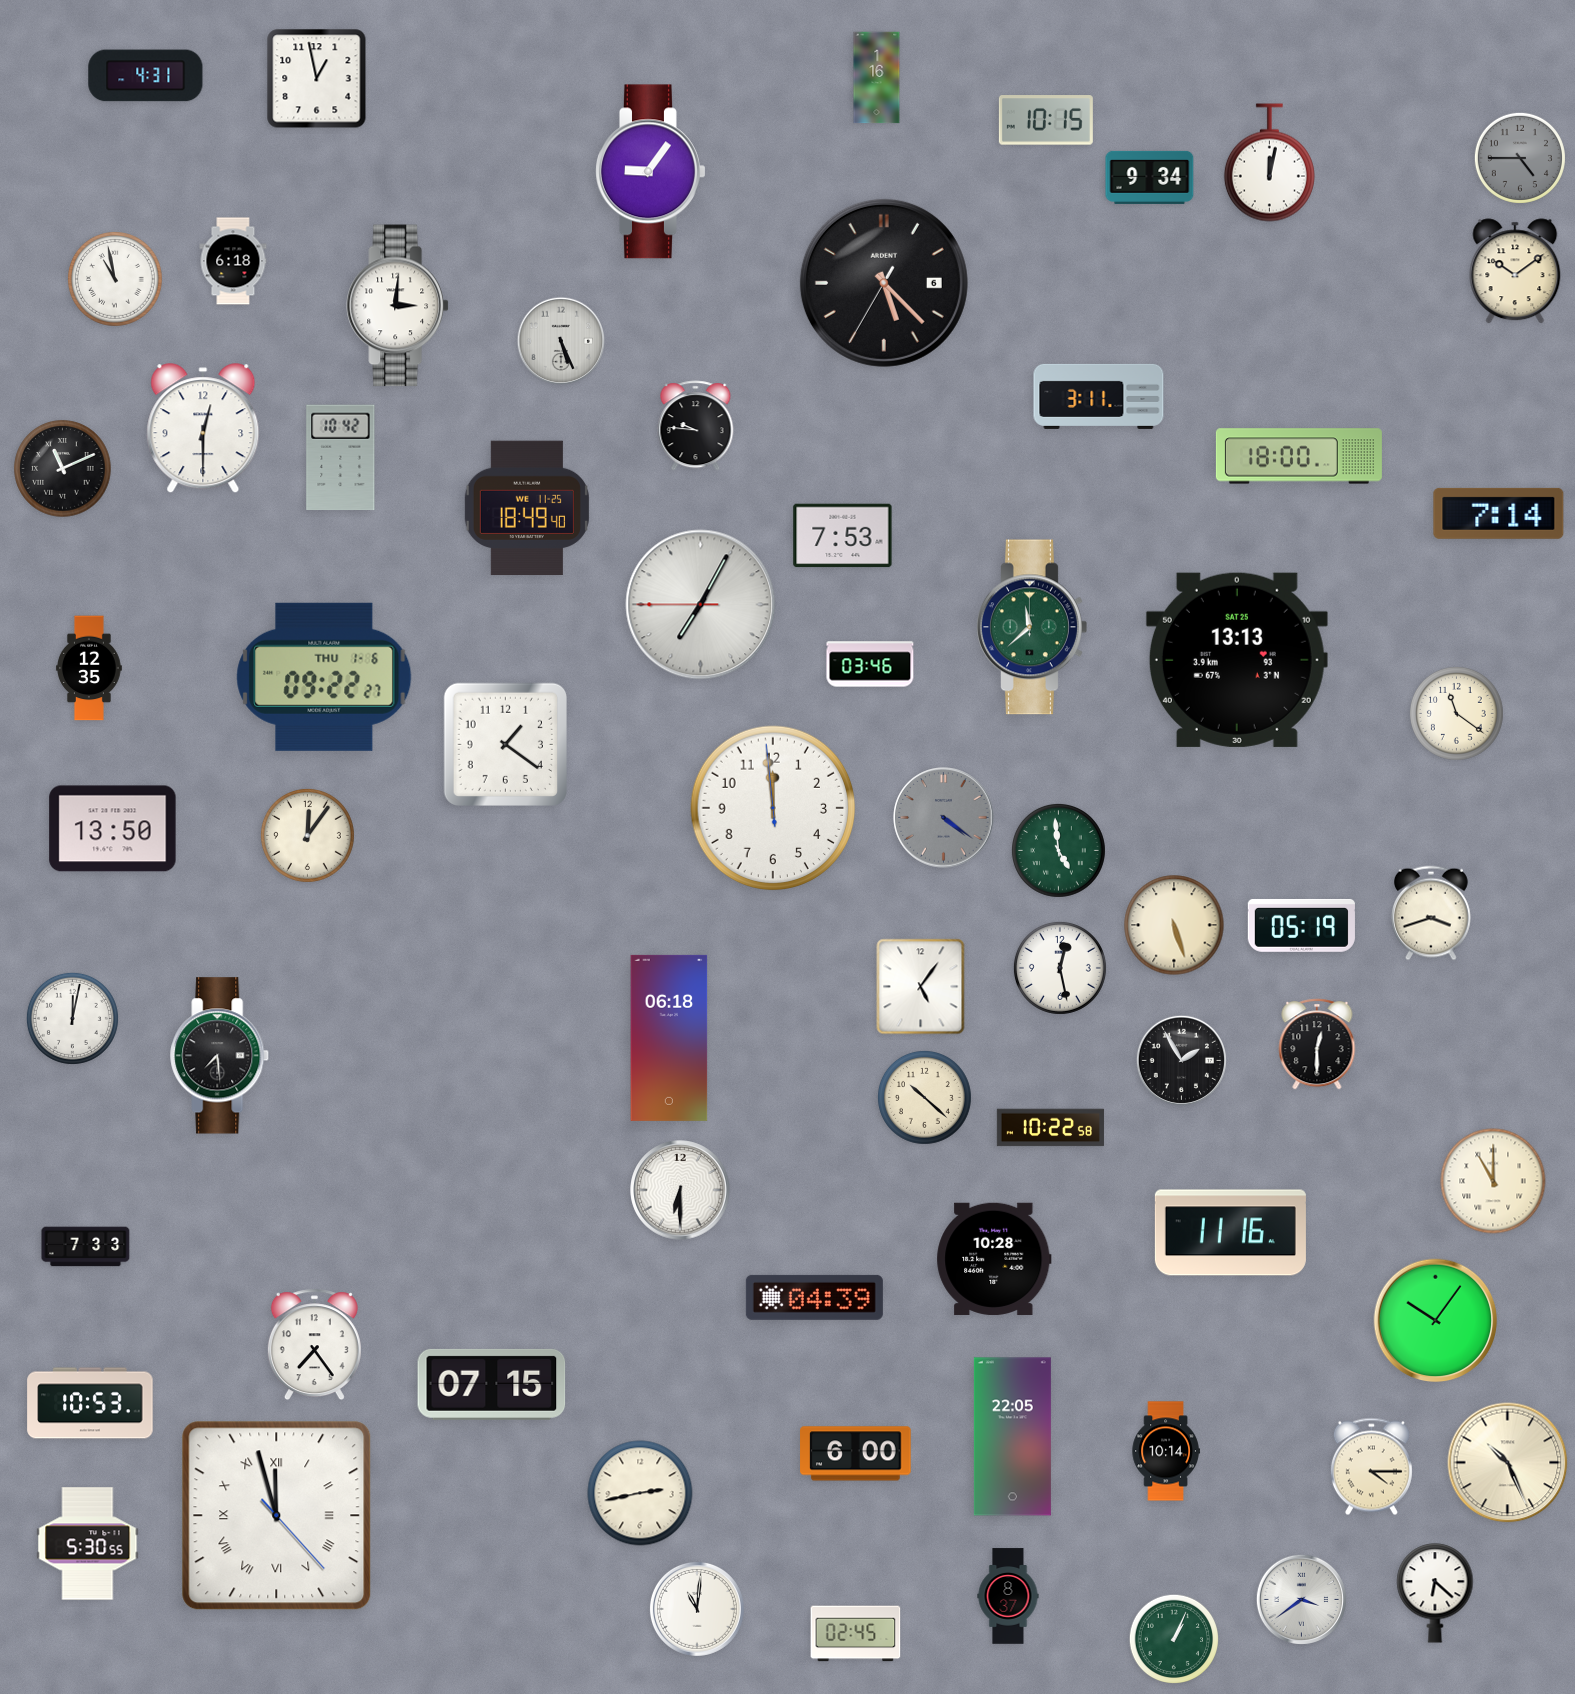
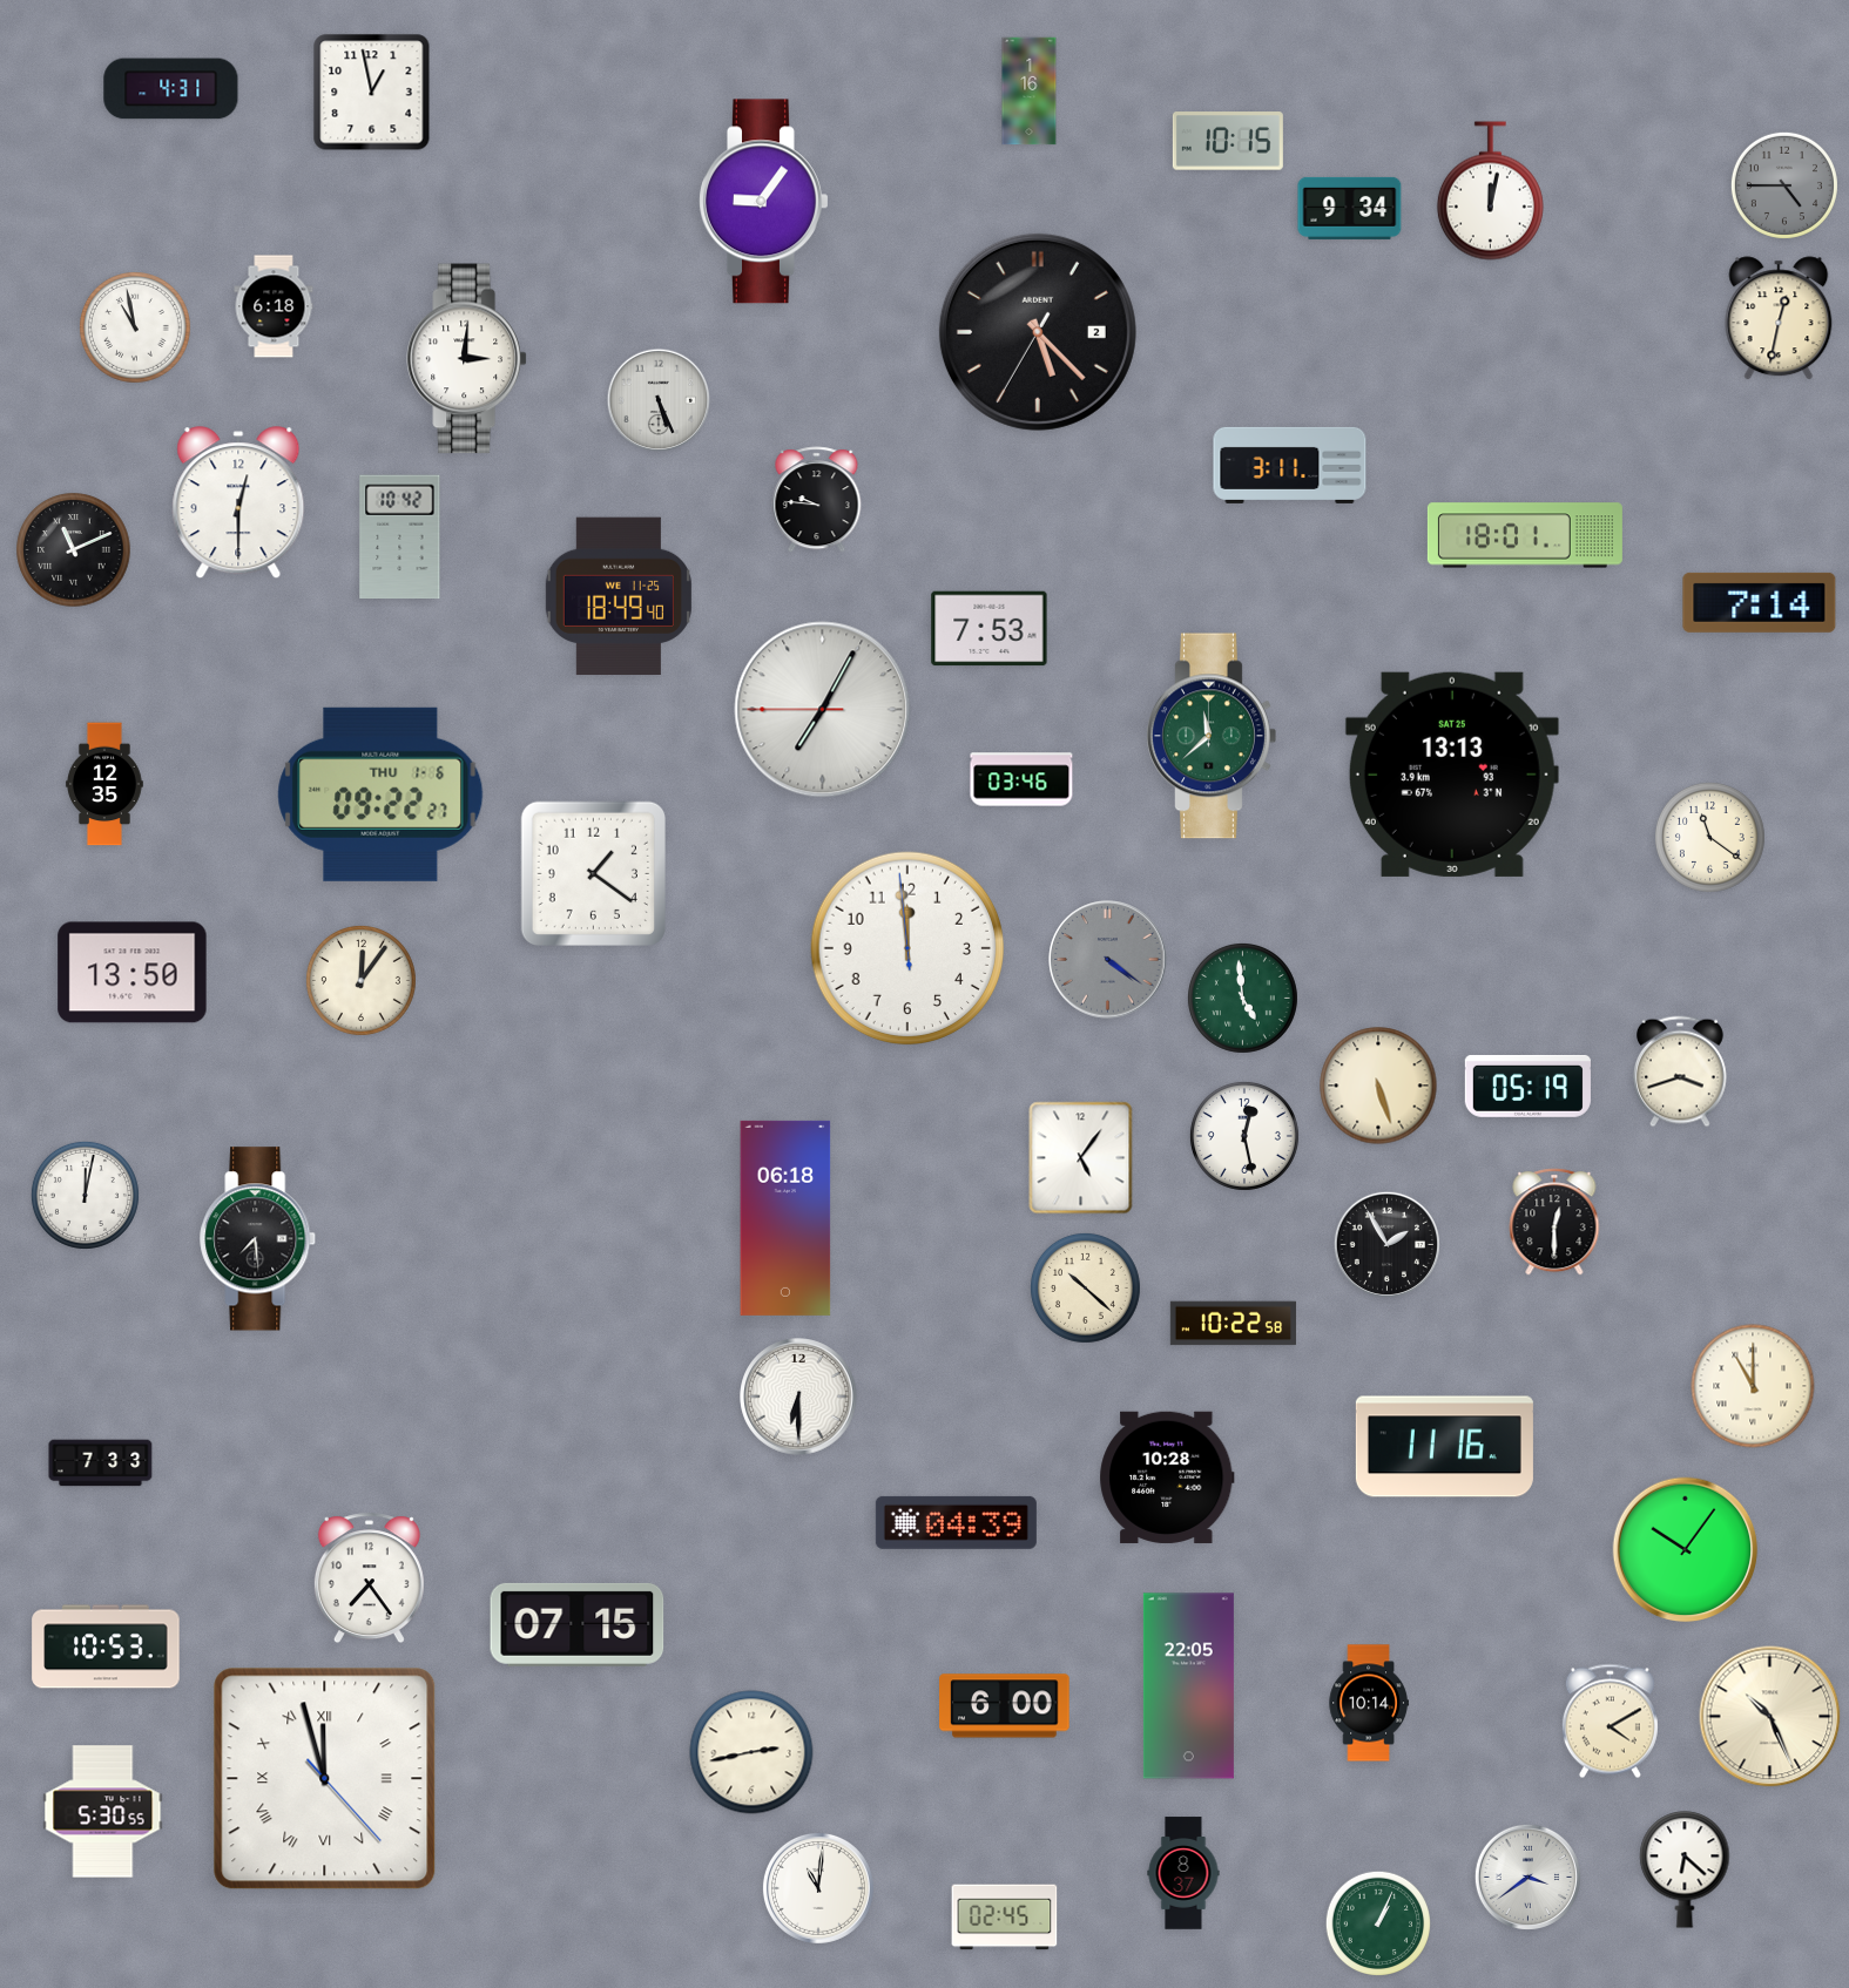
clock at (1515, 271): 10:09 -> 12:32
clock at (884, 283) date: 6 -> 2
clock at (1299, 456): 18:00 -> 18:01
clock at (1317, 1044) position: (1317, 1044) -> (1554, 1222)
clock at (1371, 1467): 4:15 -> 4:10
